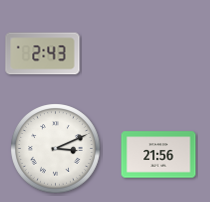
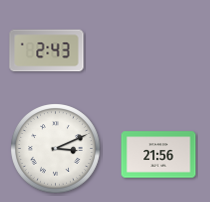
clock at (43, 54) position: (43, 54) -> (47, 51)
